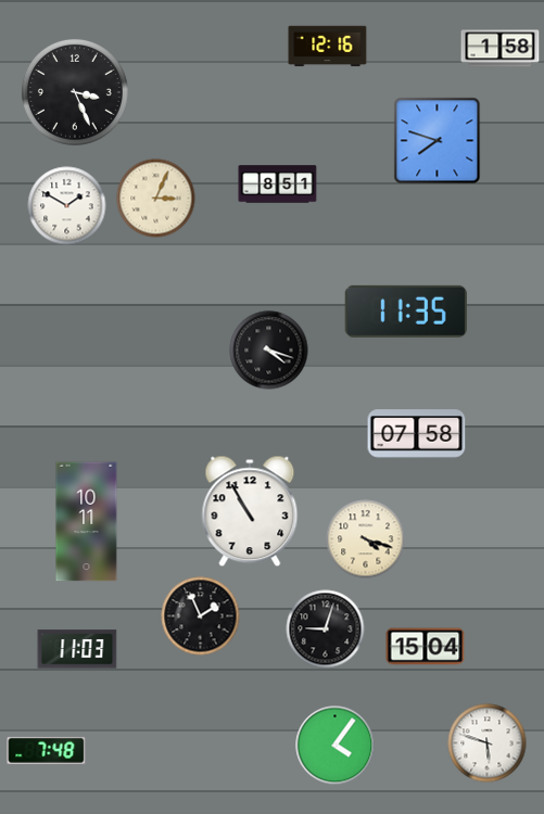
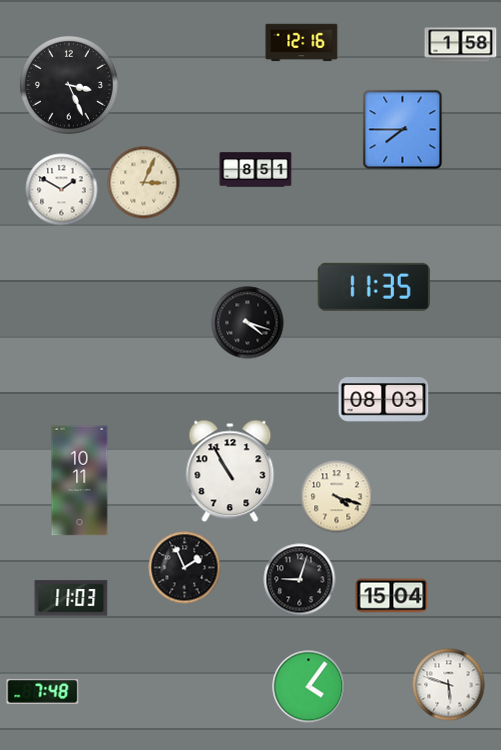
clock at (438, 141): 7:48 -> 7:45
clock at (417, 434): 07:58 -> 08:03
